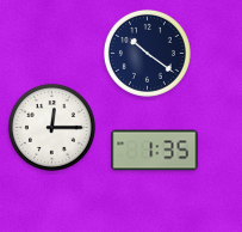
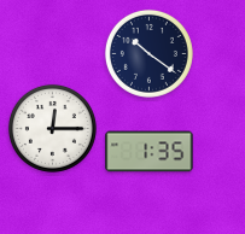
clock at (155, 151) position: (155, 151) -> (150, 152)
